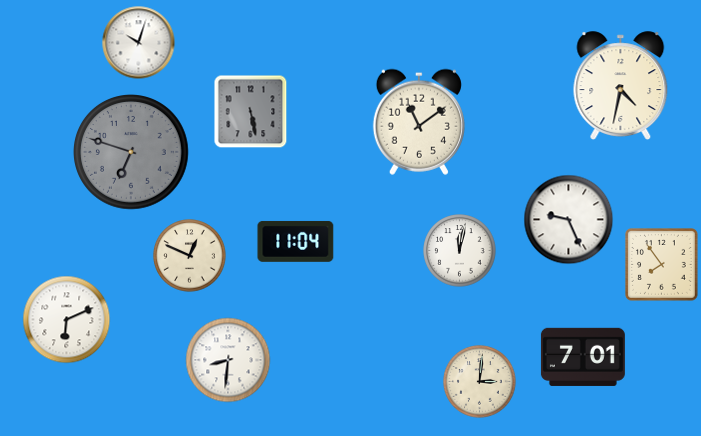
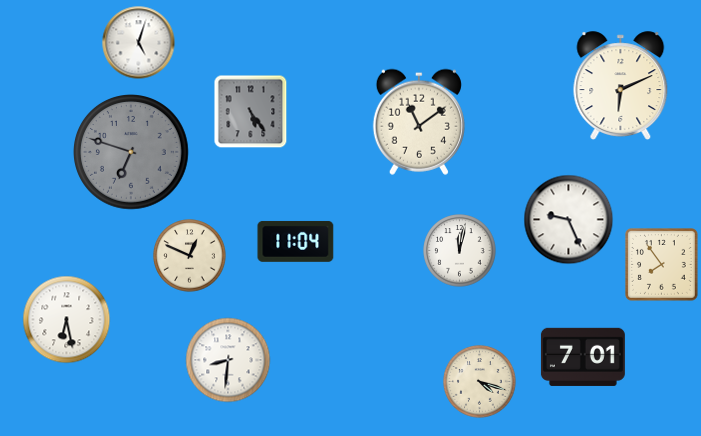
clock at (139, 43): 10:03 -> 5:03
clock at (621, 85): 4:32 -> 6:11
clock at (251, 112): 5:28 -> 5:24
clock at (67, 320): 6:11 -> 6:28
clock at (480, 382): 3:01 -> 4:18
